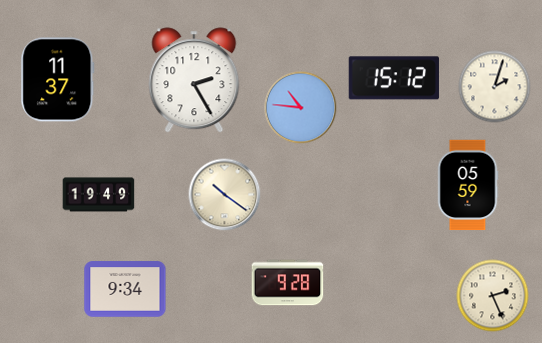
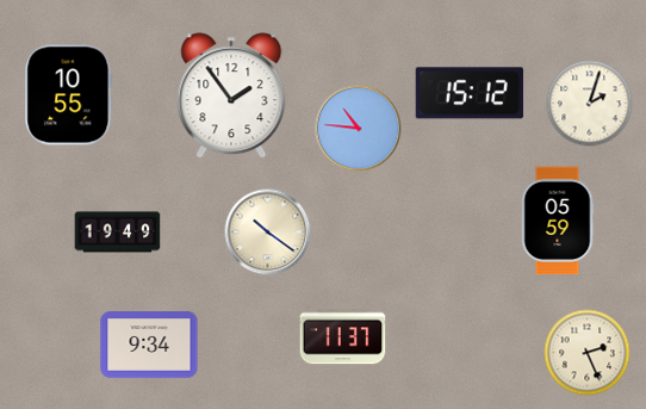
clock at (58, 80): 11:37 -> 10:55
clock at (194, 80): 2:25 -> 1:54
clock at (288, 283): 9:28 -> 11:37
